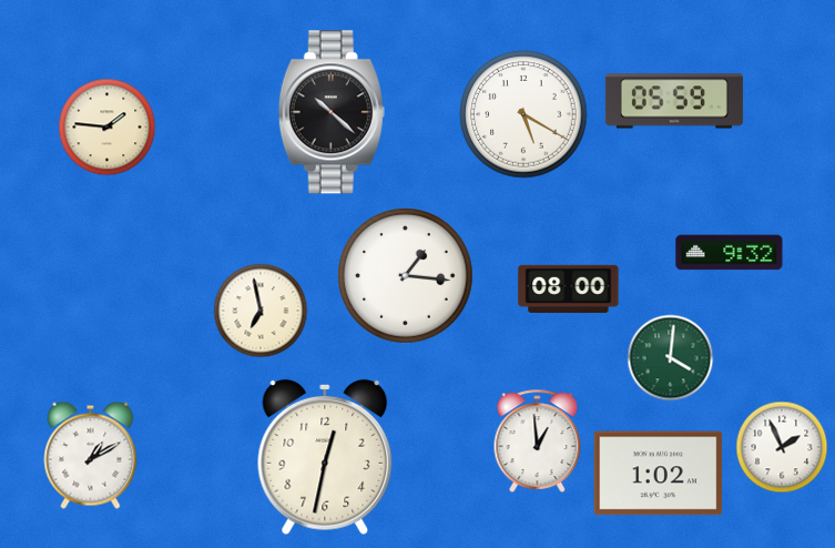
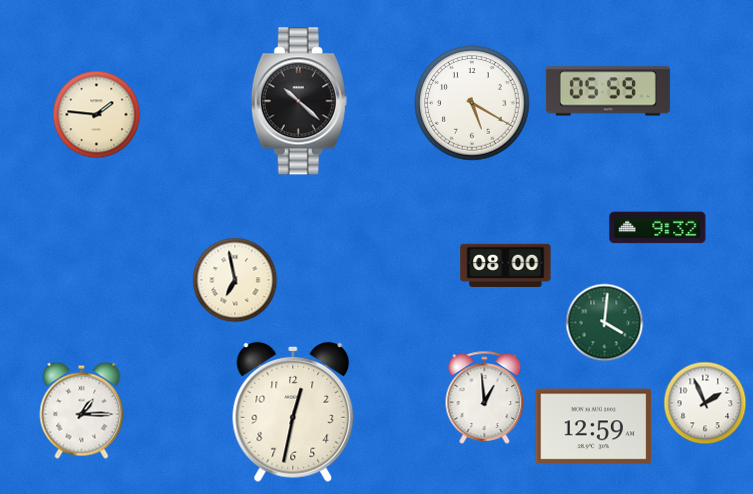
clock at (406, 276): 1:16 -> none
clock at (569, 288) position: (569, 288) -> (506, 265)
clock at (91, 455): 1:10 -> 1:15
clock at (659, 474): 1:02 -> 12:59
